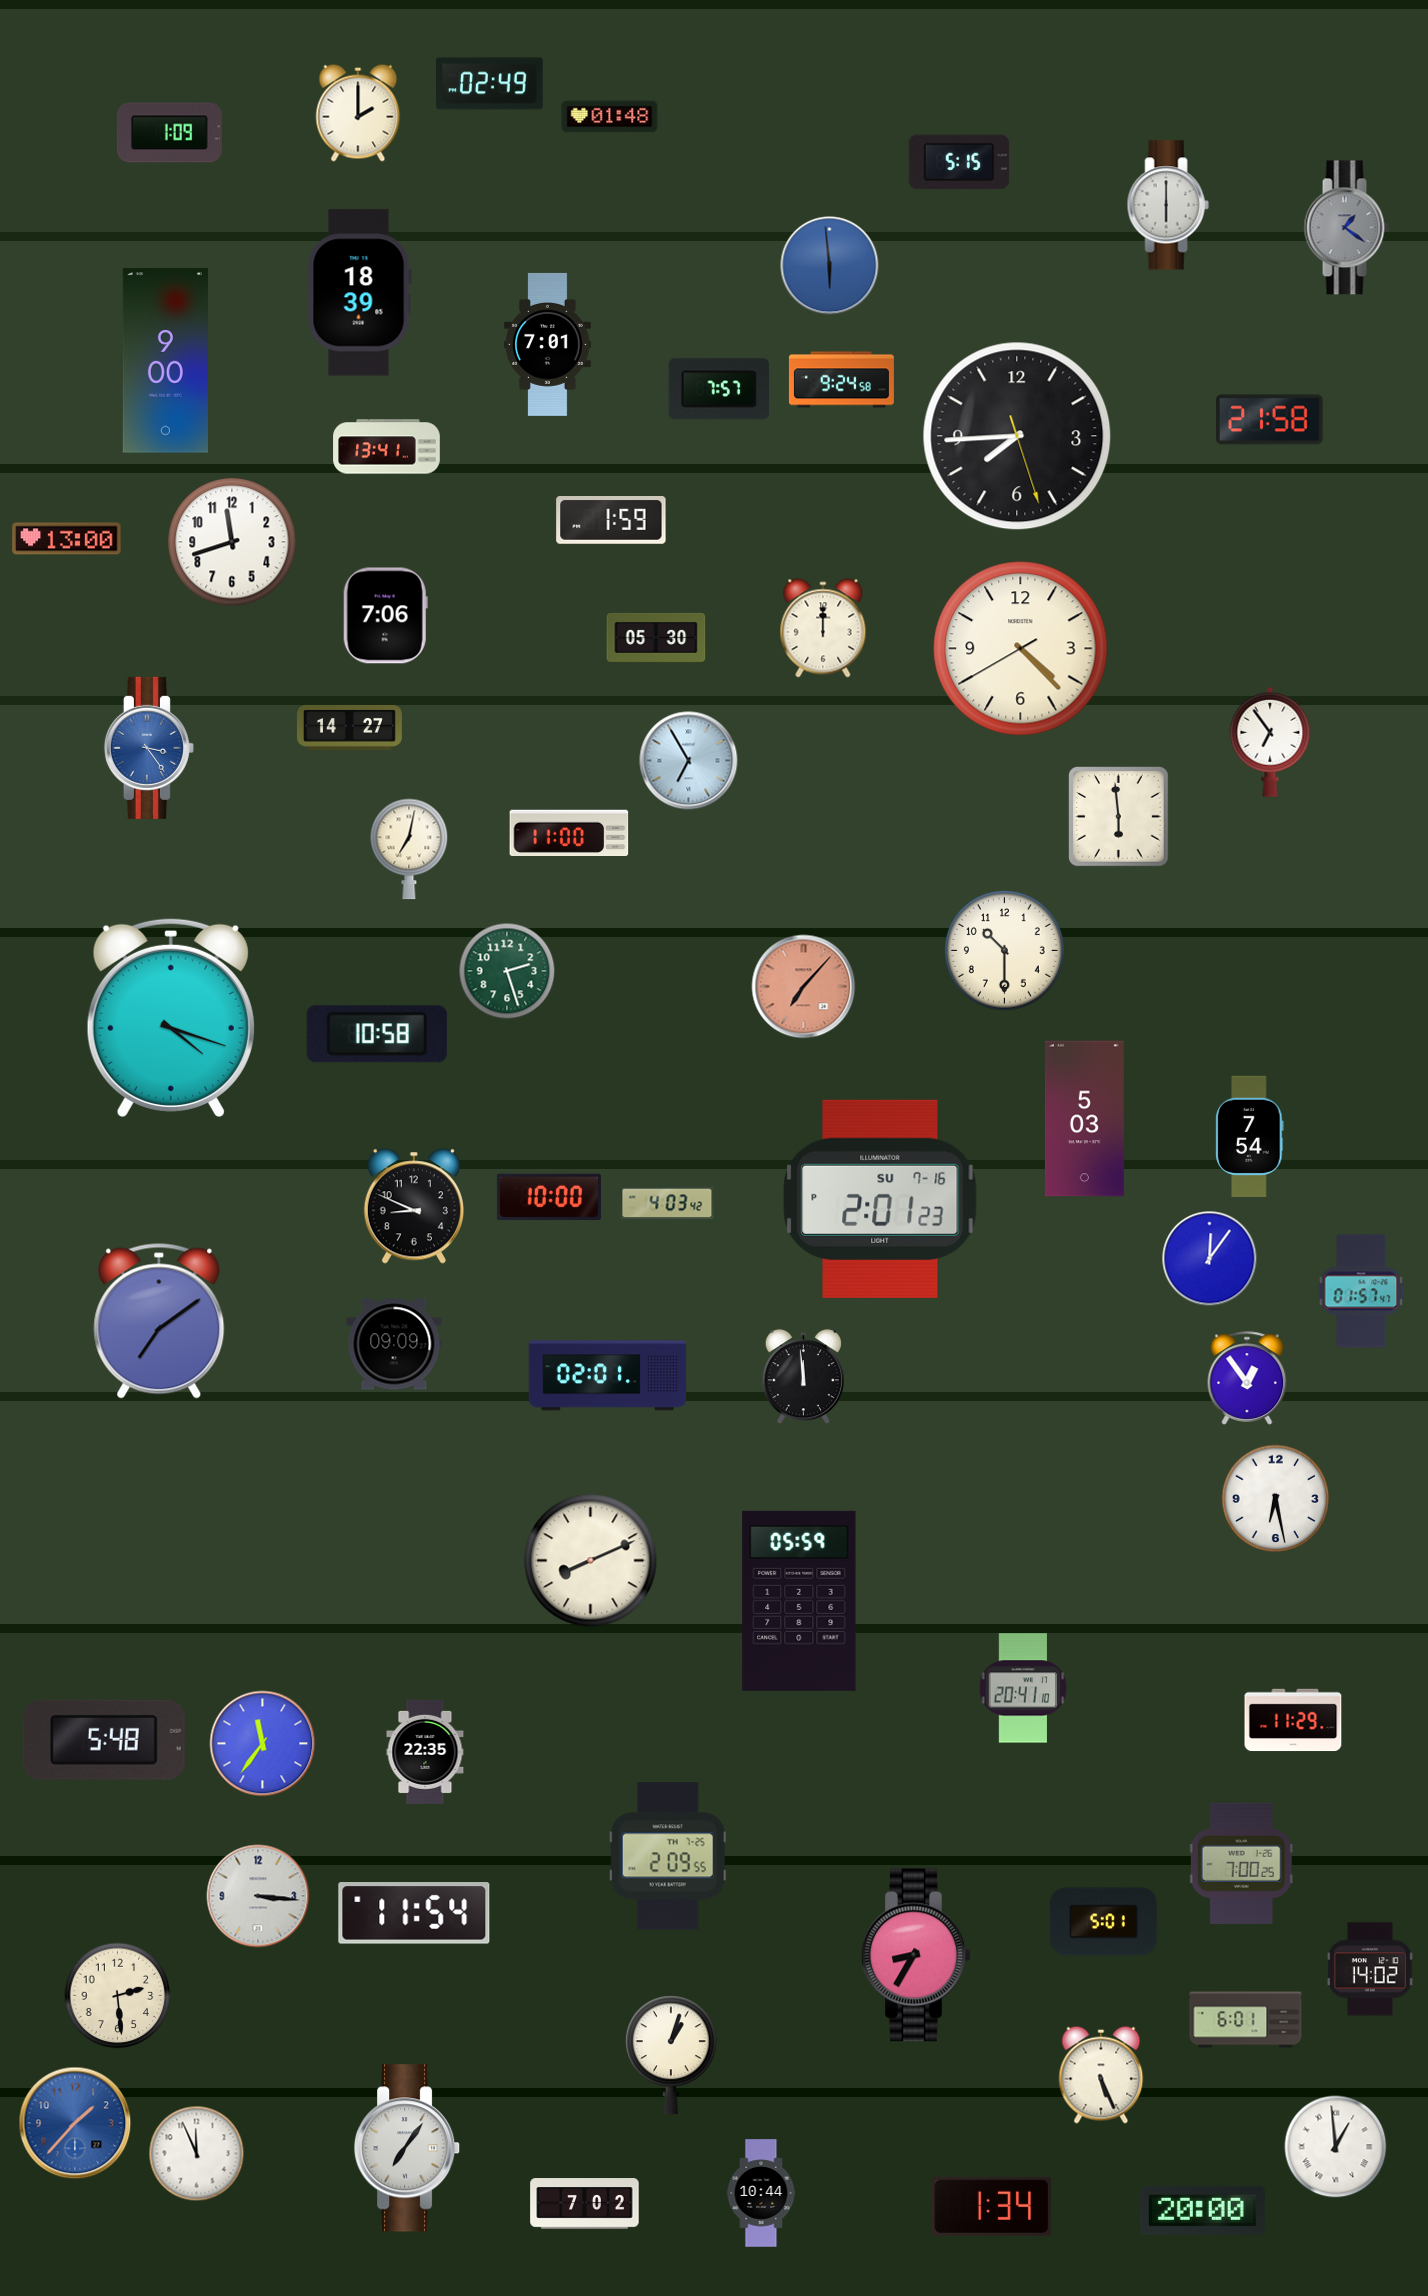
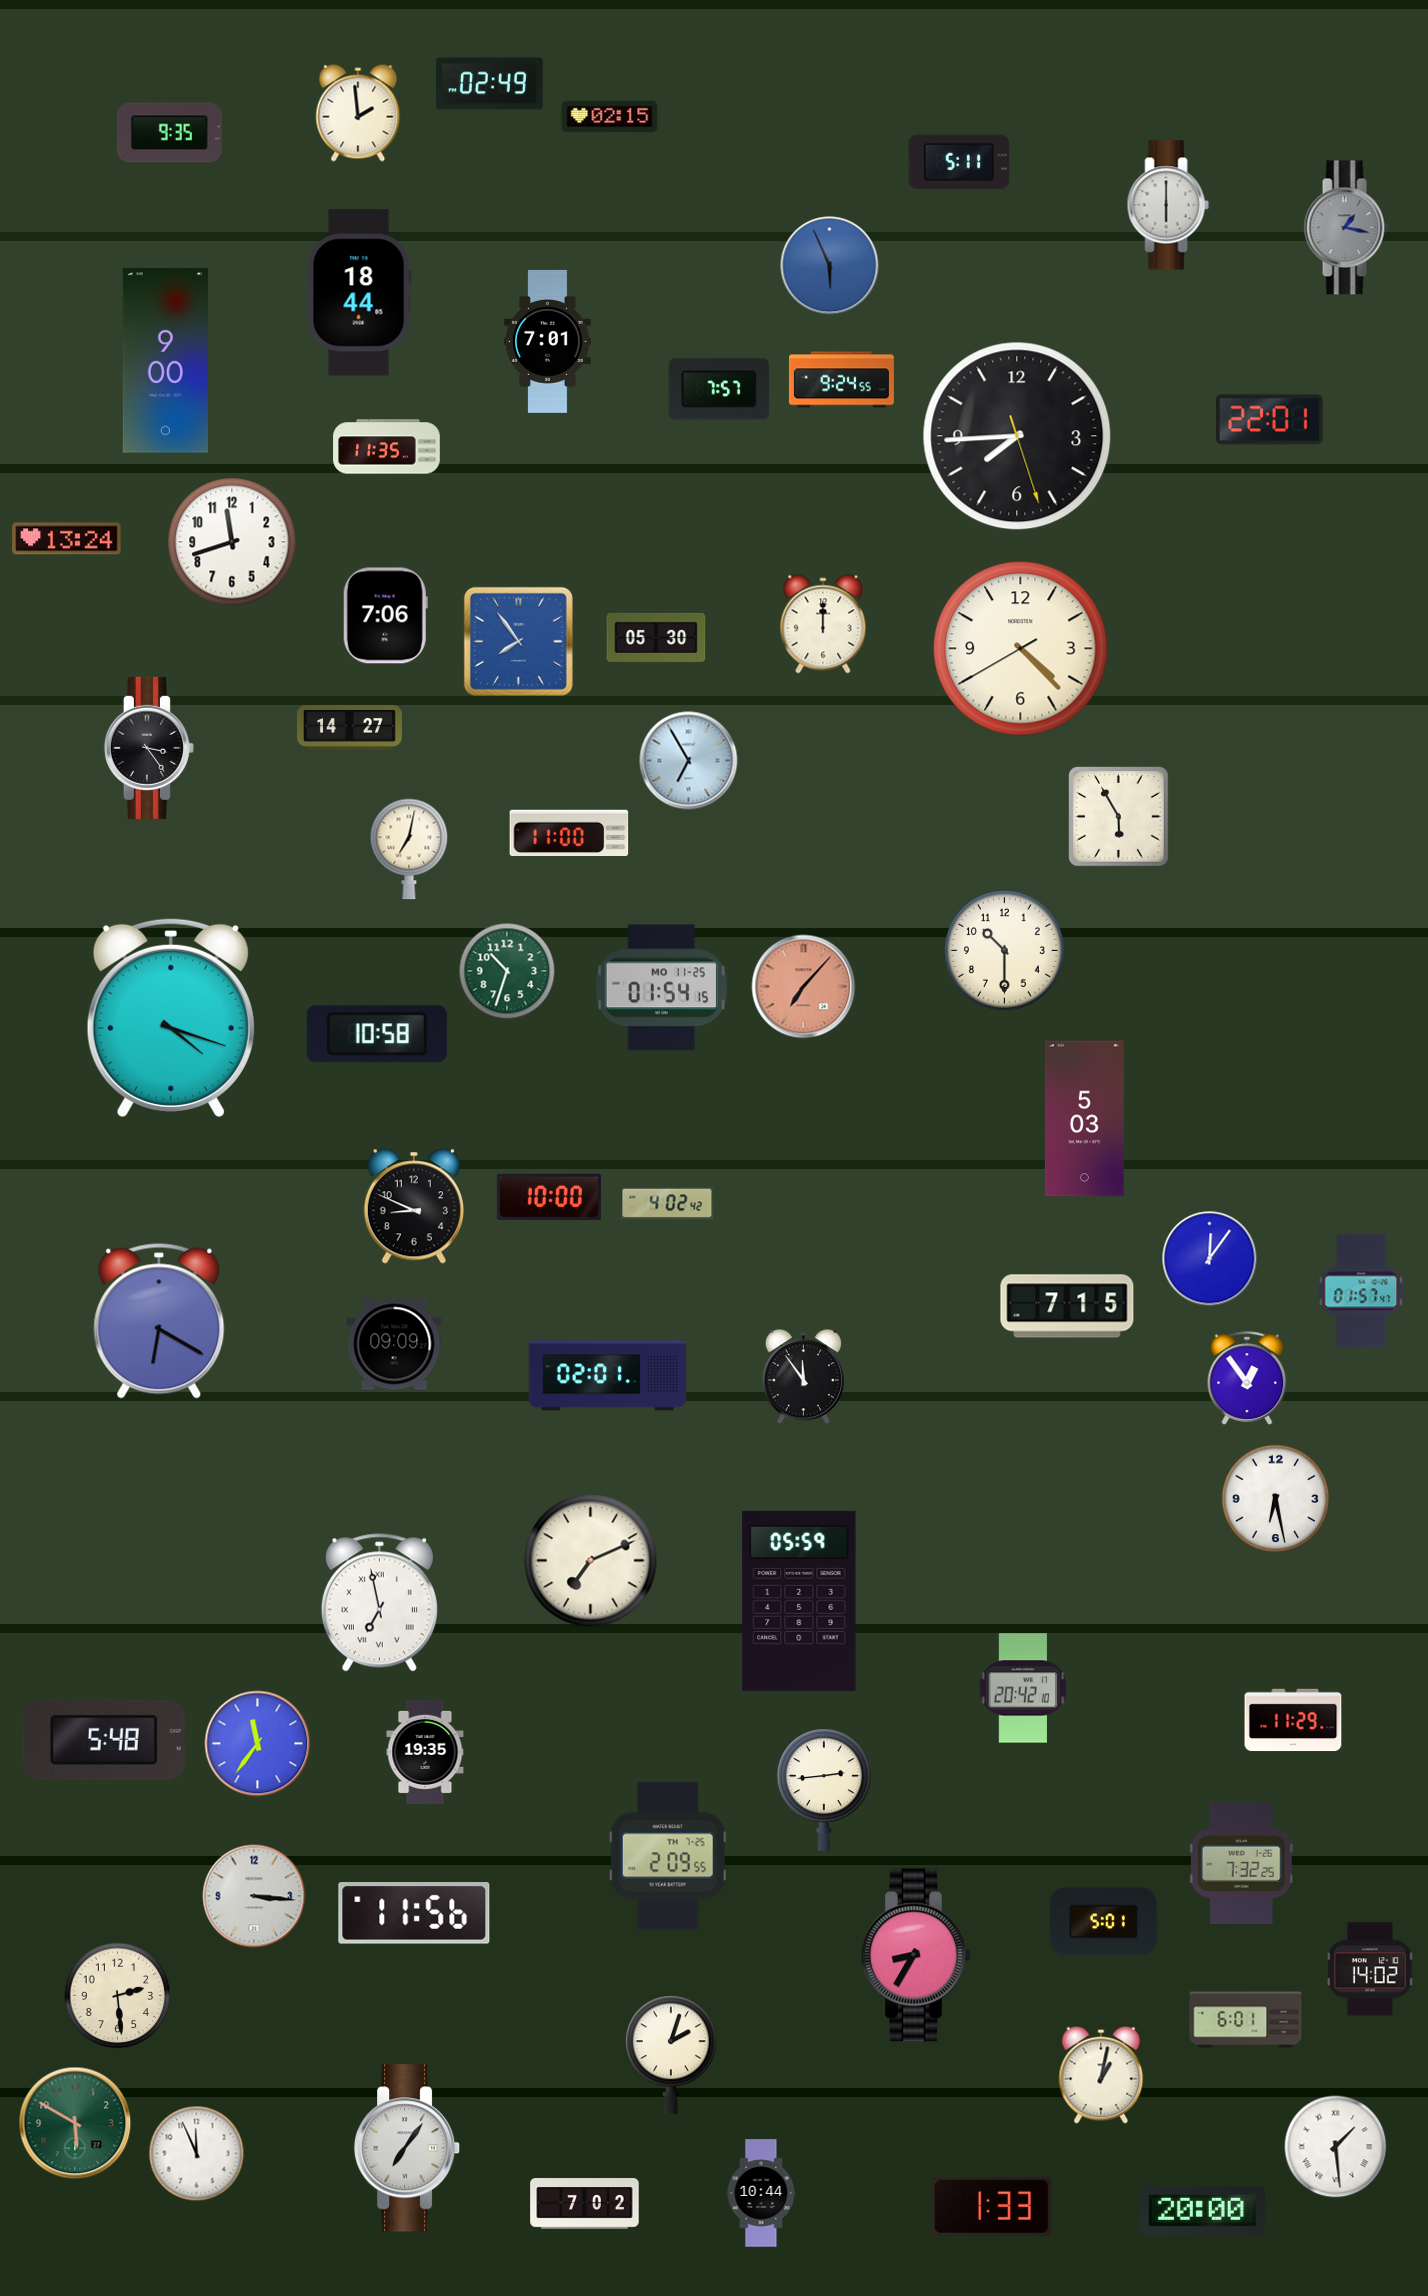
clock at (358, 113): 2:00 -> 1:59
clock at (610, 117): 01:48 -> 02:15
clock at (169, 133): 1:09 -> 9:35
clock at (959, 162): 5:15 -> 5:11
clock at (1346, 228): 1:21 -> 1:17
clock at (830, 266): 5:59 -> 5:56
clock at (359, 293): 18:39 -> 18:44
clock at (548, 344) position: (548, 344) -> (548, 341)
clock at (841, 380): 9:24:58 -> 9:24:55
clock at (1270, 420): 21:58 -> 22:01
clock at (387, 447): 13:41 -> 11:35
clock at (611, 521): 1:59 -> none
clock at (67, 539): 13:00 -> 13:24
clock at (823, 628) position: (823, 628) -> (823, 624)
clock at (518, 641): none -> 7:54
clock at (1270, 742): 6:54 -> none
clock at (149, 748) dial: blue -> black
clock at (1119, 817): 5:59 -> 5:55
clock at (507, 971): 2:27 -> 10:33
clock at (661, 988): none -> 01:54
clock at (1250, 1136): 7:54 -> none
clock at (880, 1199): 2:01 -> none
clock at (667, 1203): 4:03 -> 4:02
clock at (1067, 1306): none -> 7:15
clock at (159, 1321): 7:09 -> 6:20
clock at (803, 1377): 11:59 -> 11:54
clock at (591, 1561): 8:11 -> 7:11
clock at (379, 1603): none -> 6:58
clock at (1023, 1688): 20:41 -> 20:42
clock at (263, 1744) position: (263, 1744) -> (258, 1744)
clock at (425, 1752): 22:35 -> 19:35
clock at (824, 1790): none -> 2:44
clock at (1241, 1863): 7:00 -> 7:32
clock at (258, 1896) position: (258, 1896) -> (254, 1896)
clock at (414, 1913): 11:54 -> 11:56
clock at (671, 2055): 1:03 -> 2:03
clock at (1101, 2075): 5:26 -> 1:02
clock at (75, 2123): 1:37 -> 5:50
clock at (75, 2123) dial: blue -> green
clock at (1336, 2147): 12:59 -> 1:29
clock at (992, 2206): 1:34 -> 1:33
